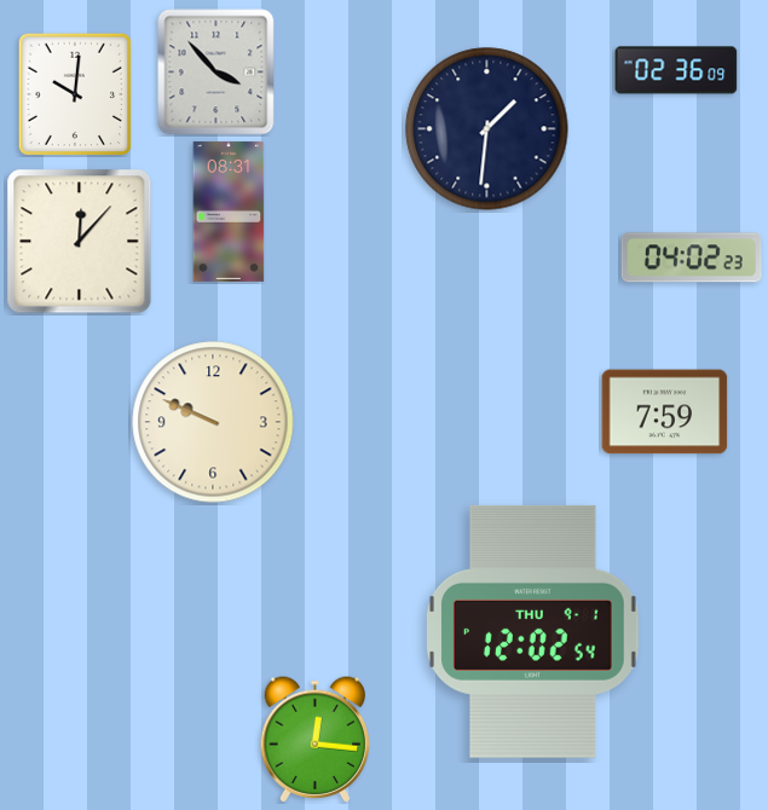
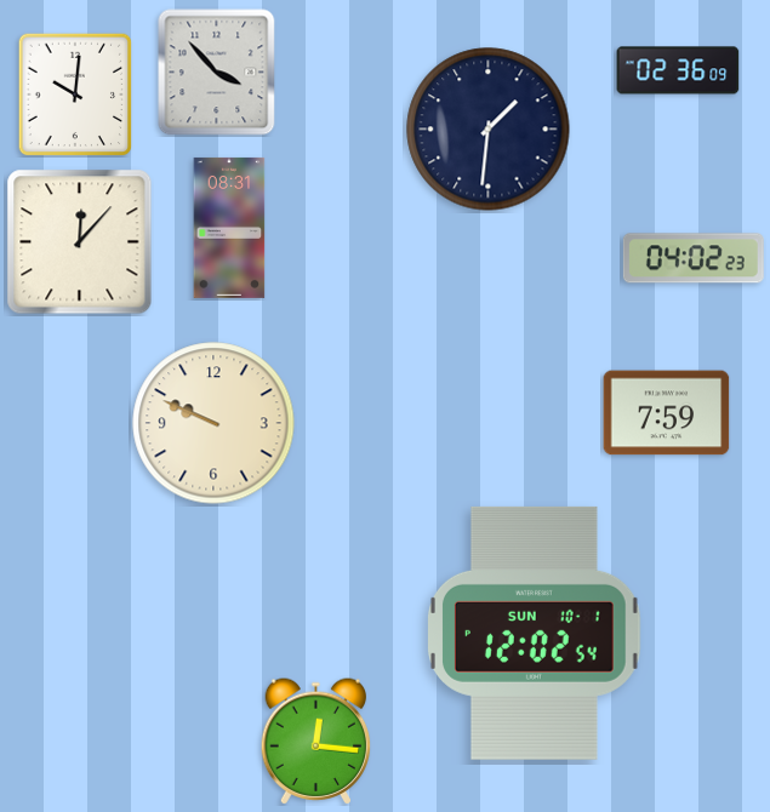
clock at (229, 212) position: (229, 212) -> (229, 228)
clock at (533, 631) date: THU 9-1 -> SUN 10-1
